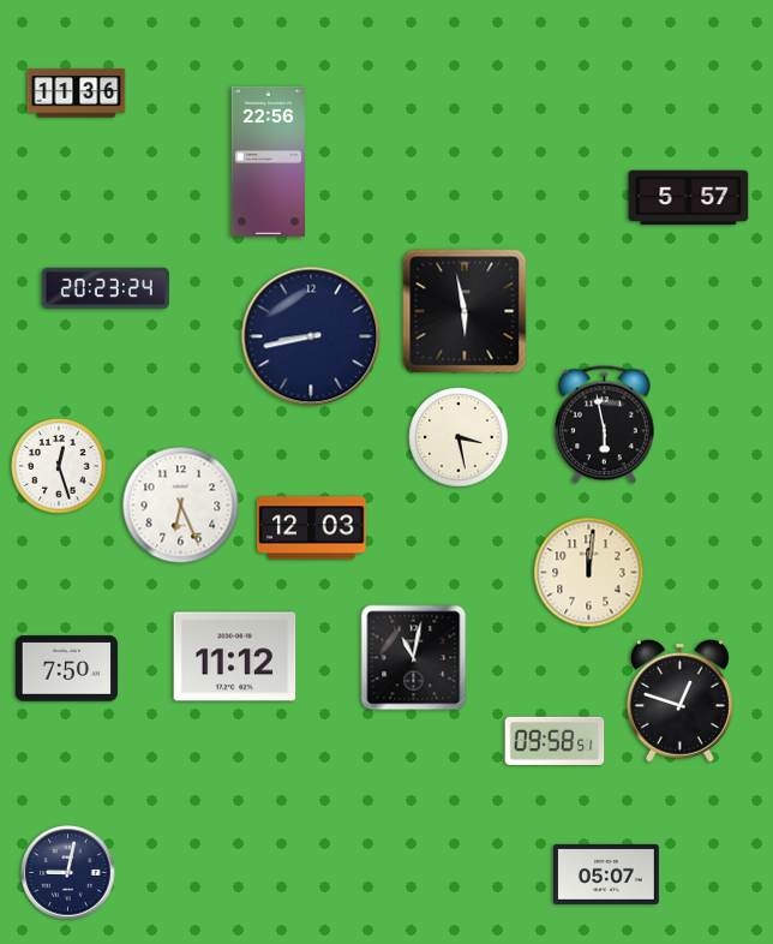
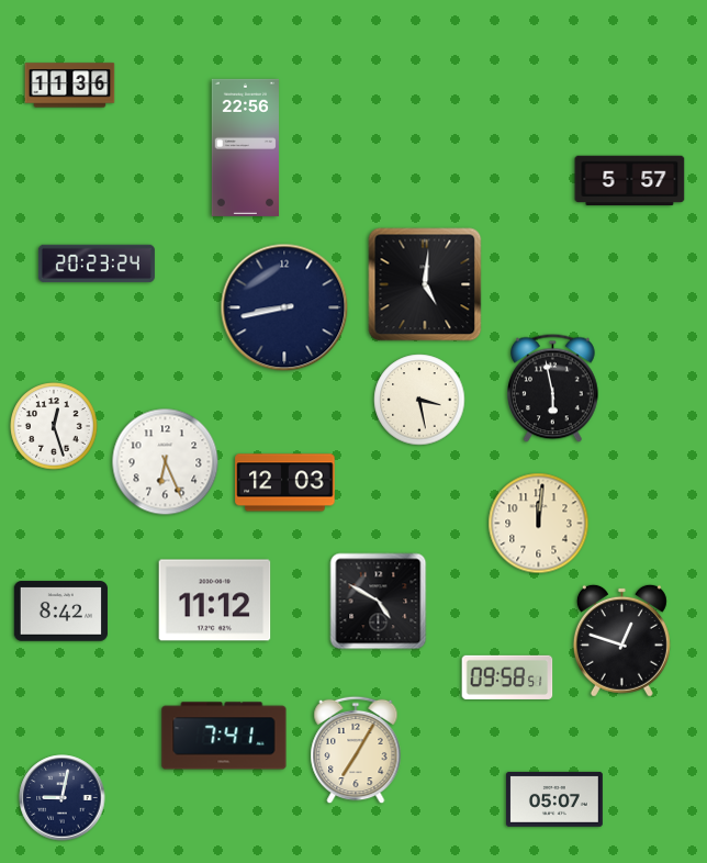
clock at (465, 311): 5:58 -> 5:01
clock at (414, 658): 11:02 -> 4:50
clock at (66, 669): 7:50 -> 8:42
clock at (224, 736): none -> 7:41
clock at (356, 750): none -> 7:05
